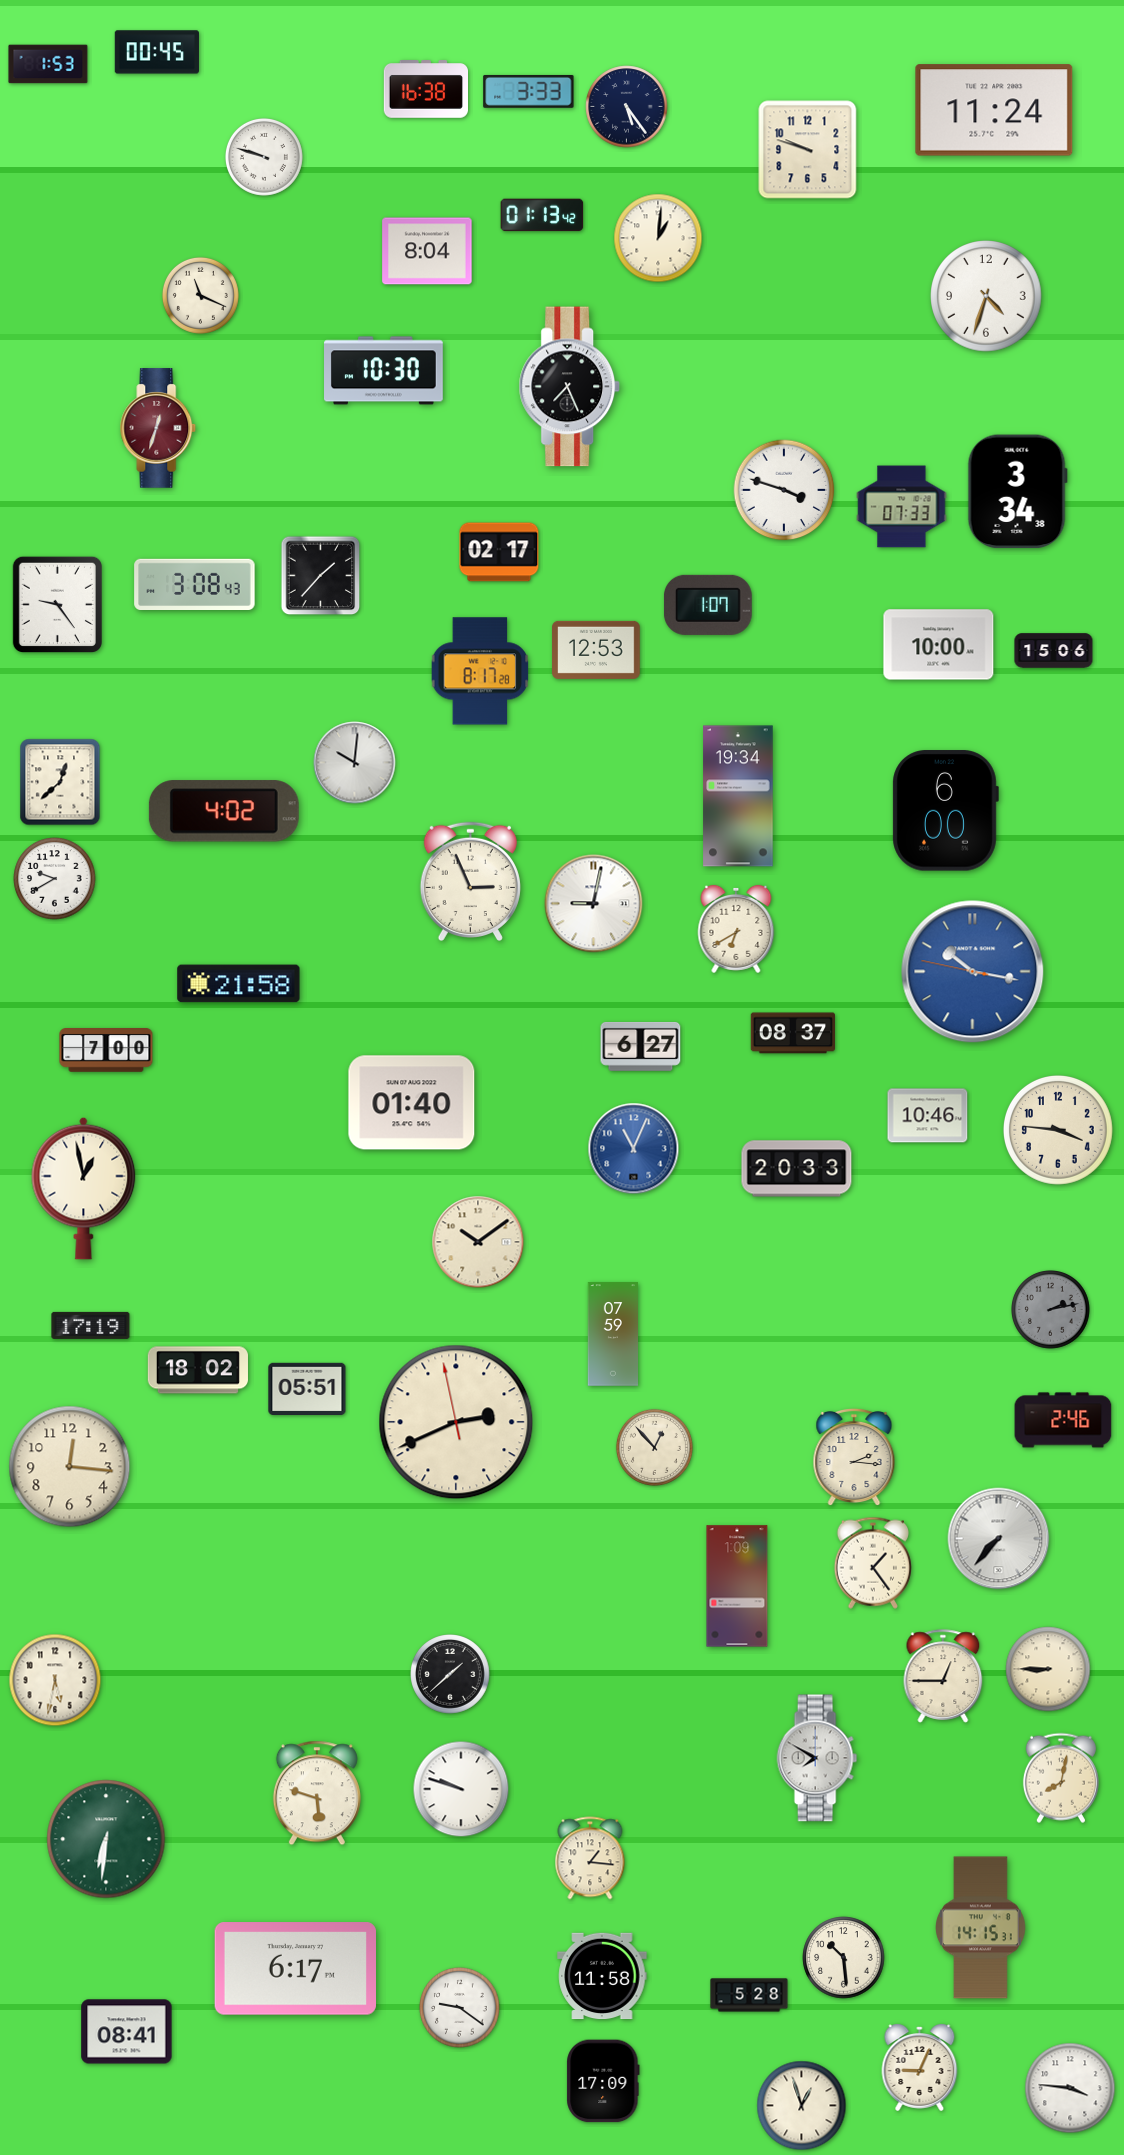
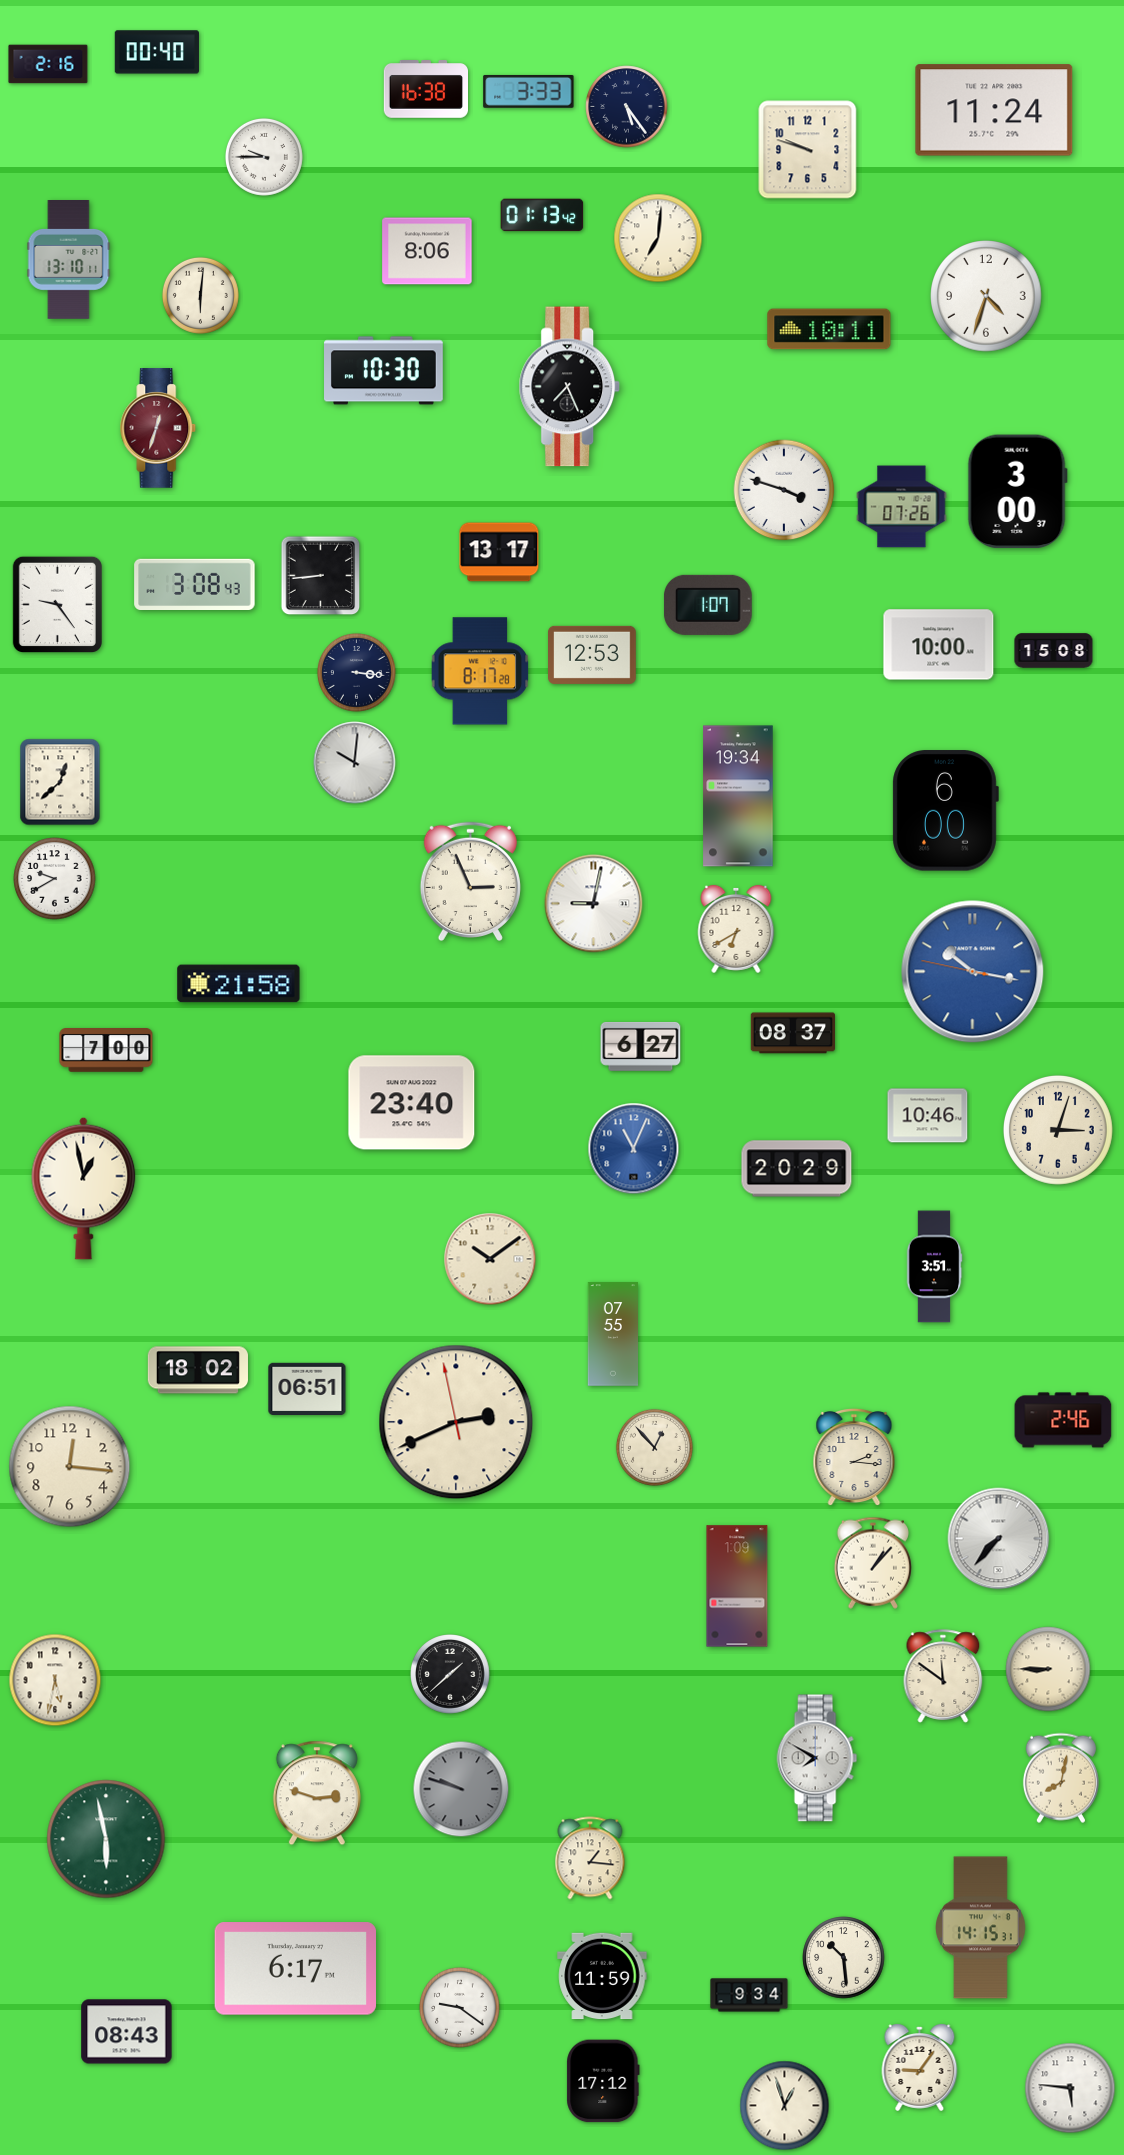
clock at (156, 52): 00:45 -> 00:40
clock at (48, 64): 1:53 -> 2:16
clock at (264, 157): 9:48 -> 9:45
clock at (658, 238): 1:01 -> 7:01
clock at (427, 251): 8:04 -> 8:06
clock at (69, 260): none -> 13:10
clock at (200, 295): 11:19 -> 6:01
clock at (829, 329): none -> 10:11
clock at (1017, 492): 3:34 -> 3:00
clock at (902, 507): 07:33 -> 07:26
clock at (499, 552): 02:17 -> 13:17
clock at (321, 576): 1:37 -> 8:44
clock at (596, 650) position: (596, 650) -> (592, 655)
clock at (1054, 651): 15:06 -> 15:08
clock at (357, 673): none -> 3:16
clock at (224, 811): 4:02 -> none
clock at (412, 1103): 01:40 -> 23:40
clock at (1058, 1130): 3:46 -> 3:03
clock at (797, 1169): 20:33 -> 20:29
clock at (478, 1242) position: (478, 1242) -> (490, 1259)
clock at (934, 1267): none -> 3:51
clock at (1051, 1310): 2:13 -> none
clock at (91, 1325): 17:19 -> none
clock at (612, 1334): 07:59 -> 07:55
clock at (307, 1388): 05:51 -> 06:51
clock at (873, 1563): 1:24 -> 1:07
clock at (943, 1676): 12:45 -> 11:51
clock at (461, 1789) dial: white -> grey
clock at (317, 1793): 5:48 -> 2:48
clock at (106, 1839): 6:31 -> 5:58
clock at (602, 1976): 11:58 -> 11:59
clock at (749, 1995): 5:28 -> 9:34
clock at (127, 2032): 08:41 -> 08:43
clock at (920, 2067): 9:04 -> 9:06
clock at (603, 2081): 17:09 -> 17:12
clock at (1070, 2088): 3:46 -> 5:46
clock at (802, 2106) position: (802, 2106) -> (785, 2106)
